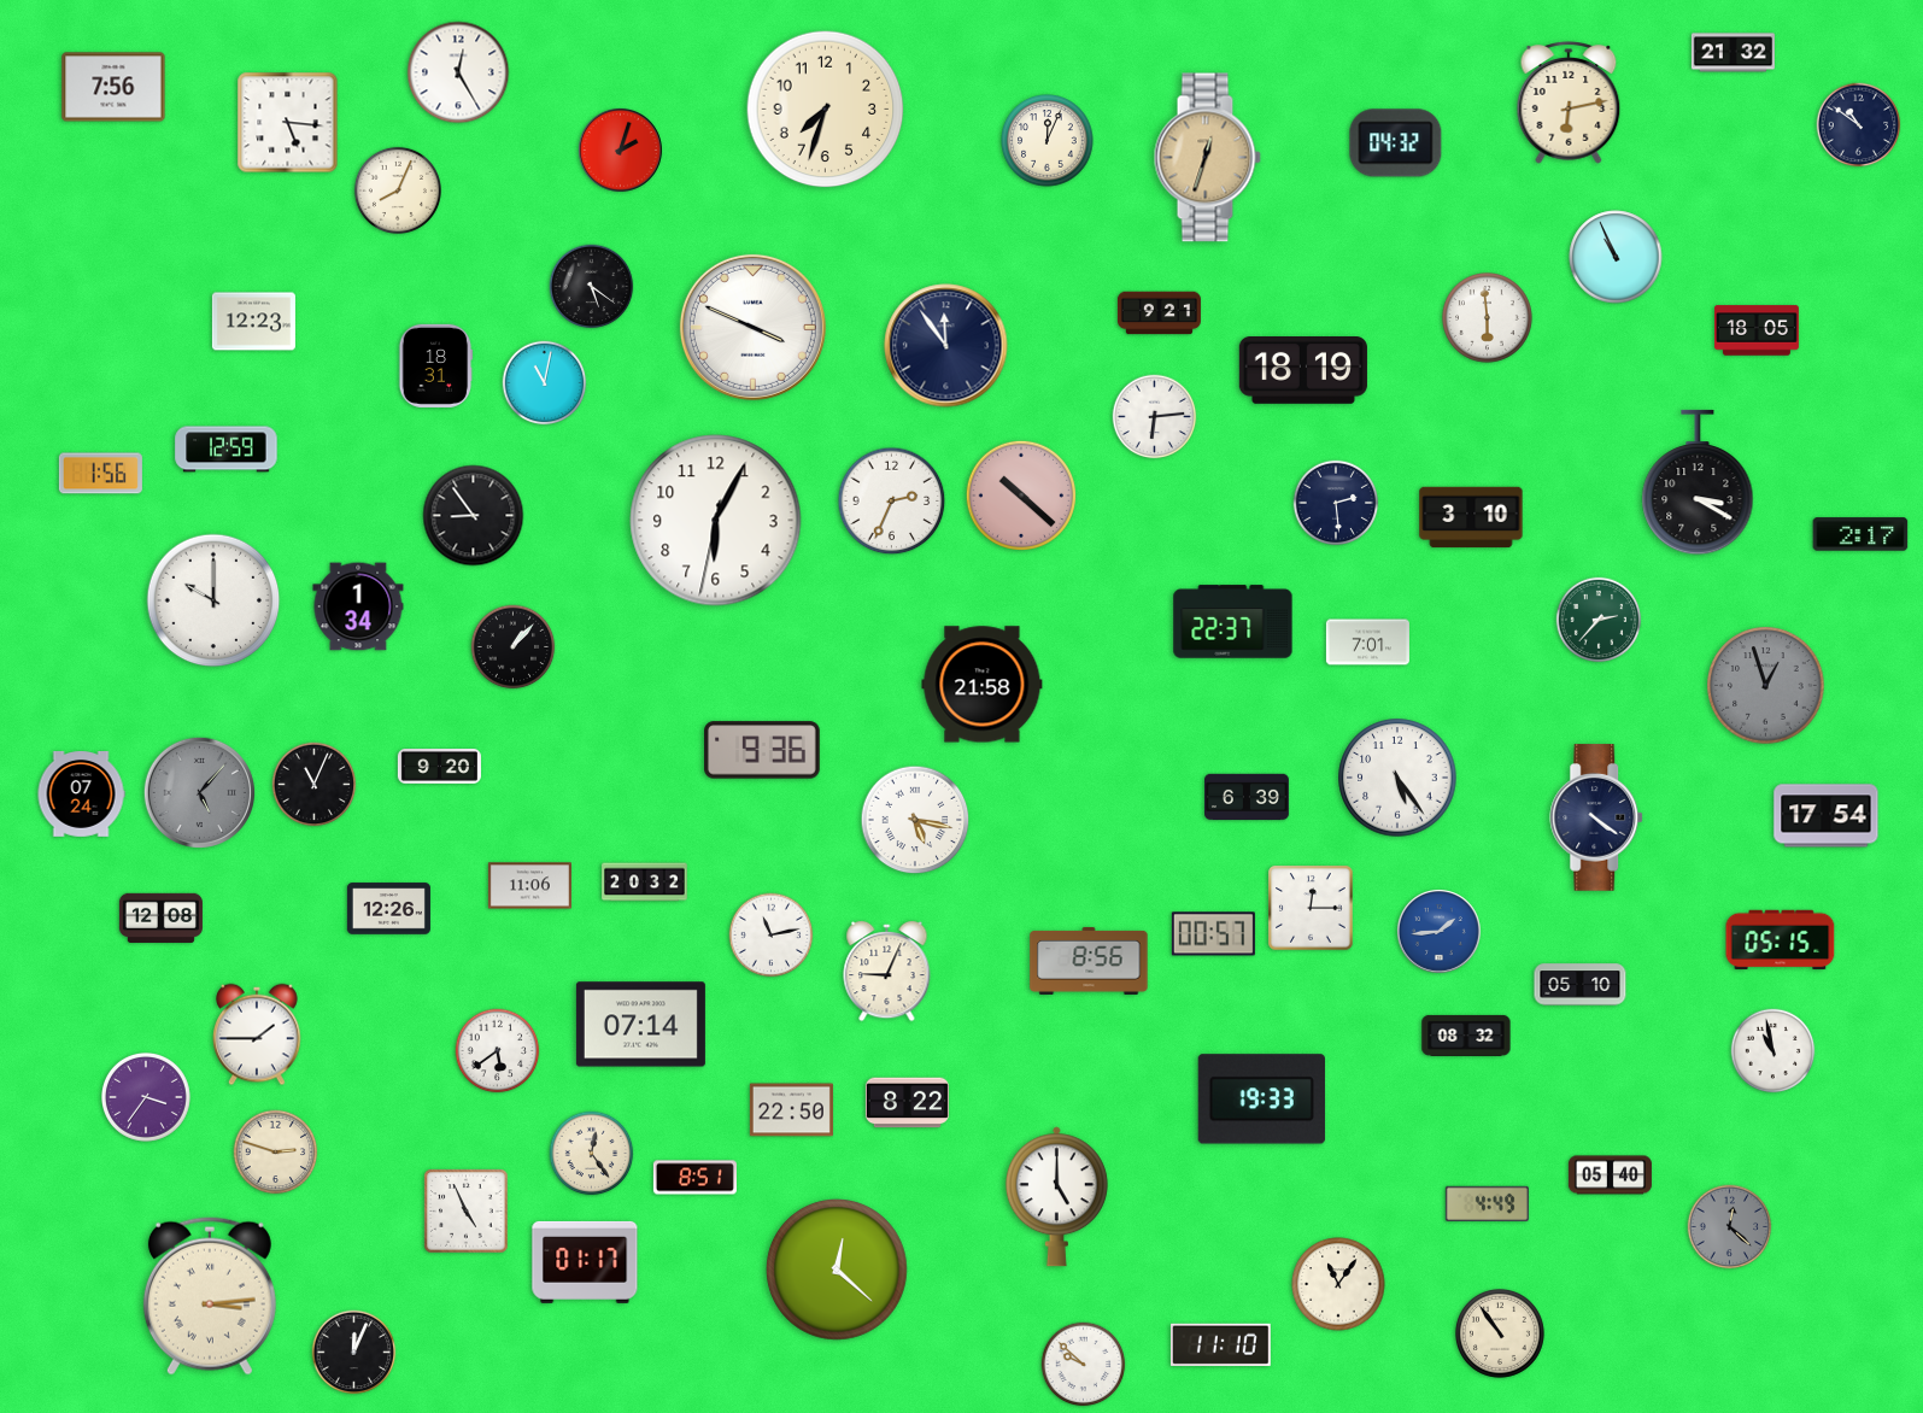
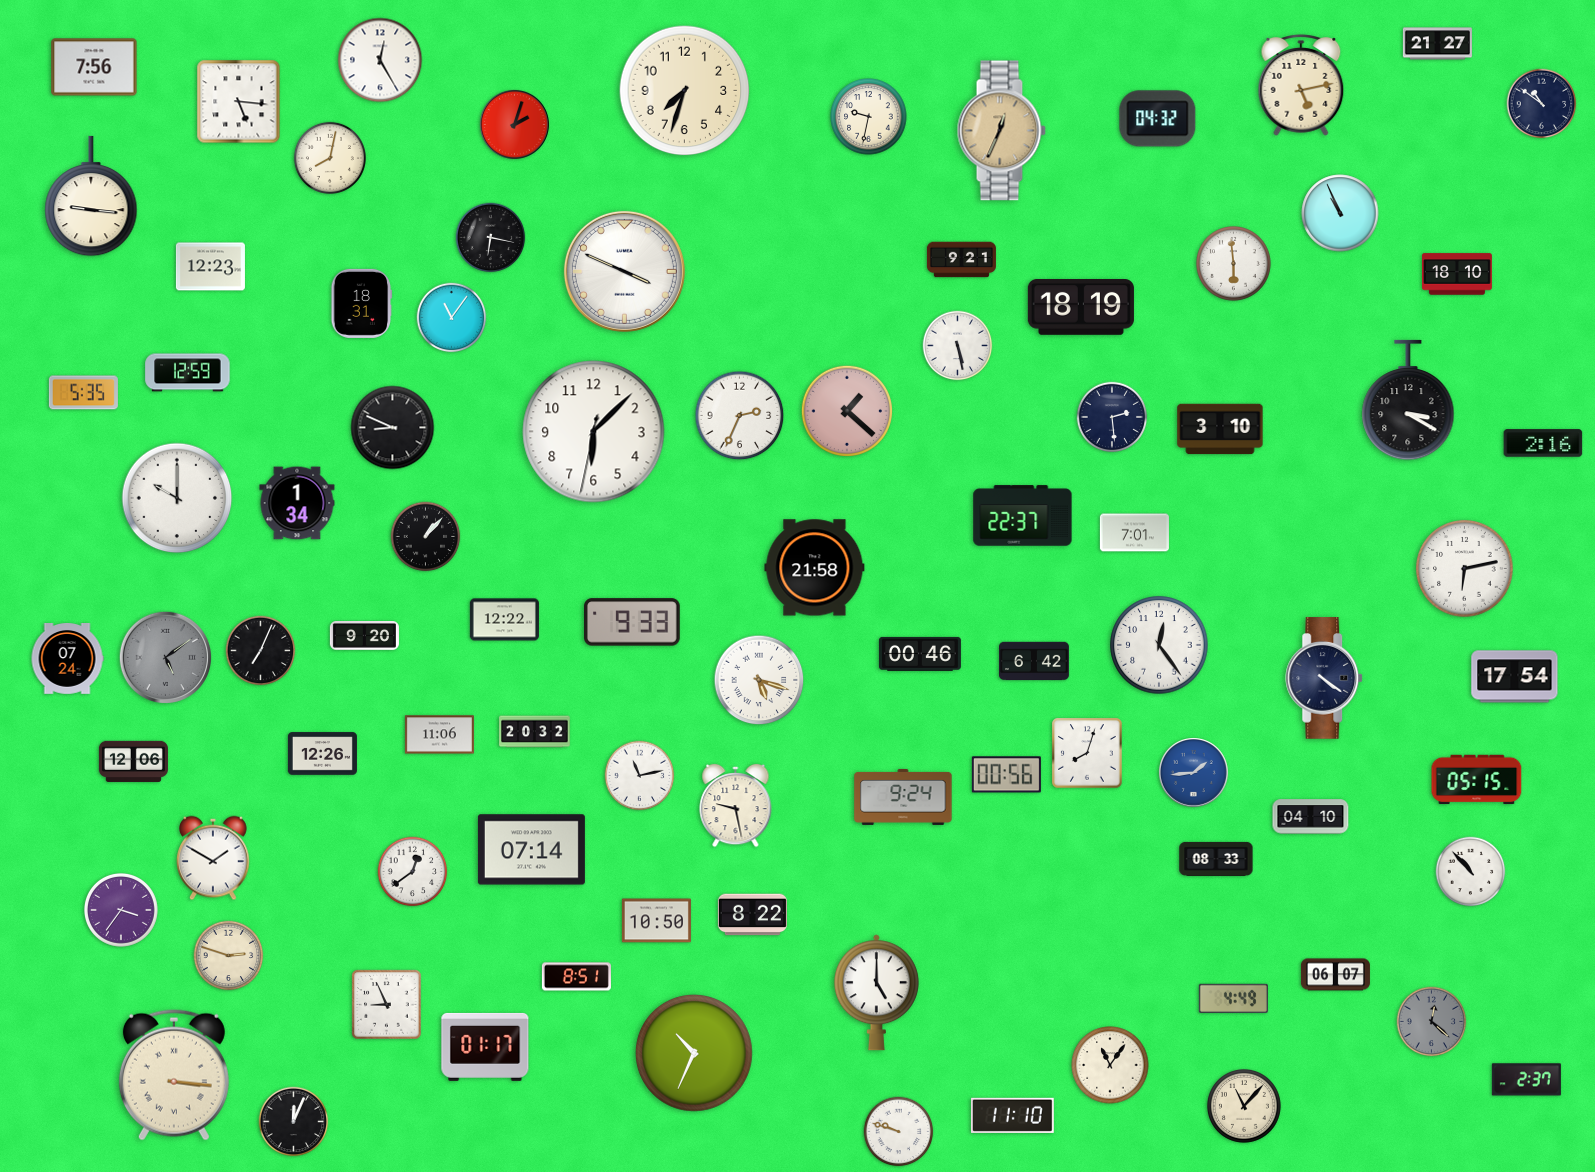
clock at (1733, 53): 21:32 -> 21:27
clock at (113, 87) position: (113, 87) -> (94, 67)
clock at (1569, 102): 6:13 -> 5:13
clock at (1048, 141): 12:04 -> 9:32
clock at (1207, 158): 12:33 -> 12:34
clock at (398, 190): 8:04 -> 8:02
clock at (91, 196): none -> 9:16
clock at (592, 287): 5:21 -> 6:17
clock at (1758, 330): 18:05 -> 18:10
clock at (946, 346): 11:54 -> none
clock at (545, 383): 11:02 -> 11:06
clock at (1155, 417): 6:14 -> 5:28
clock at (100, 474): 1:56 -> 5:35
clock at (1021, 496): 10:22 -> 1:22
clock at (1336, 503) position: (1336, 503) -> (1112, 417)
clock at (474, 516): 8:54 -> 8:49
clock at (716, 521): 6:04 -> 6:07
clock at (1860, 534): 2:17 -> 2:16
clock at (1599, 620): 2:37 -> none
clock at (1766, 686): 12:57 -> 6:13
clock at (1766, 686) dial: grey -> white
clock at (504, 620): none -> 12:22
clock at (763, 750): 9:36 -> 9:33
clock at (1397, 778): 5:24 -> 12:24
clock at (315, 785): 11:04 -> 7:04
clock at (920, 654): none -> 00:46
clock at (199, 792): 5:07 -> 5:09
clock at (1248, 797): 6:39 -> 6:42
clock at (915, 820): 5:17 -> 5:18
clock at (1311, 908): 12:15 -> 8:03
clock at (160, 917): 12:08 -> 12:06
clock at (1213, 934): 00:57 -> 00:56
clock at (1089, 961): 8:56 -> 9:24
clock at (887, 972): 9:04 -> 9:28
clock at (1581, 985): 05:10 -> 04:10
clock at (257, 1034): 1:45 -> 1:50
clock at (1466, 1036): 08:32 -> 08:33
clock at (498, 1051): 5:39 -> 12:39
clock at (1774, 1051): 10:58 -> 10:53
clock at (1261, 1100): 19:33 -> none
clock at (791, 1110): 22:50 -> 10:50
clock at (592, 1154): 12:24 -> none
clock at (1610, 1175): 05:40 -> 06:07
clock at (467, 1212): 4:56 -> 8:56
clock at (1730, 1227) position: (1730, 1227) -> (1432, 1022)
clock at (838, 1271): 12:22 -> 10:34
clock at (210, 1296): 3:14 -> 3:16
clock at (1526, 1080): none -> 2:37
clock at (1500, 1333): 10:54 -> 11:07
clock at (1084, 1365): 9:52 -> 9:48
